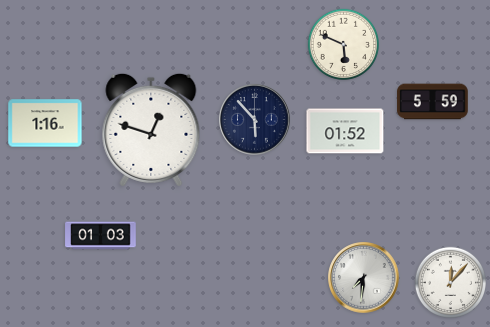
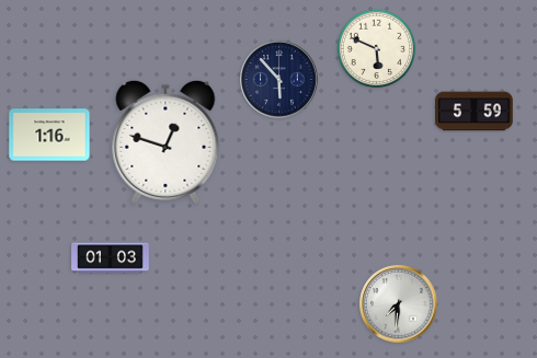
clock at (255, 120) position: (255, 120) -> (279, 80)
clock at (345, 131): 01:52 -> none
clock at (450, 282): 12:07 -> none
